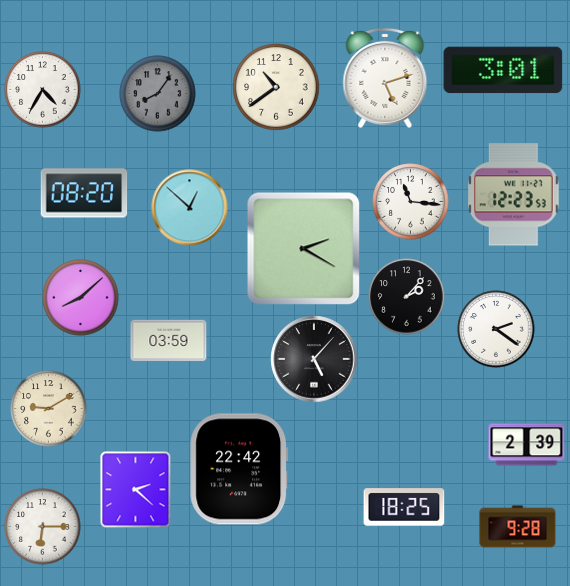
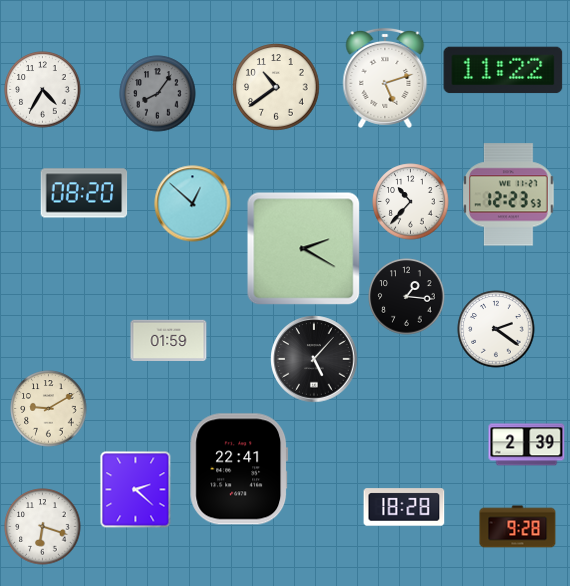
clock at (503, 70): 3:01 -> 11:22
clock at (514, 195) position: (514, 195) -> (509, 195)
clock at (411, 202): 11:16 -> 10:37
clock at (190, 208) position: (190, 208) -> (193, 204)
clock at (407, 297): 2:07 -> 1:16
clock at (81, 298): 8:08 -> none
clock at (169, 341): 03:59 -> 01:59
clock at (239, 469): 22:42 -> 22:41
clock at (404, 507): 18:25 -> 18:28
clock at (43, 527): 6:15 -> 6:18
